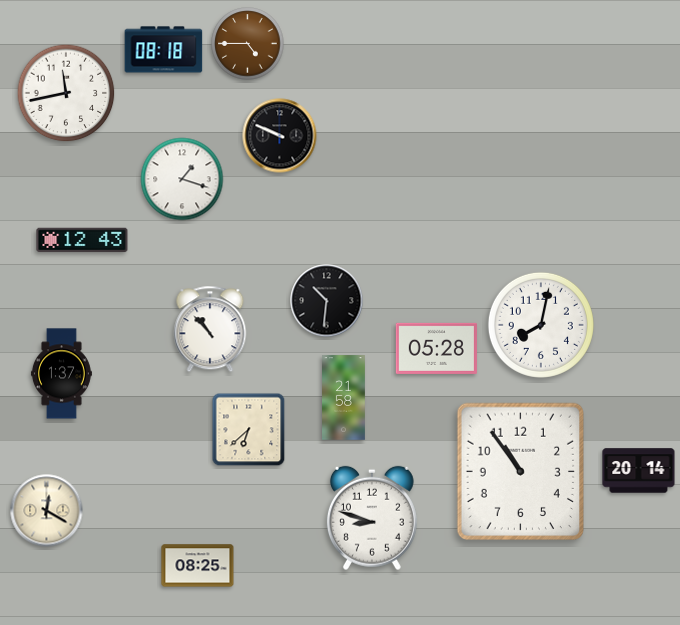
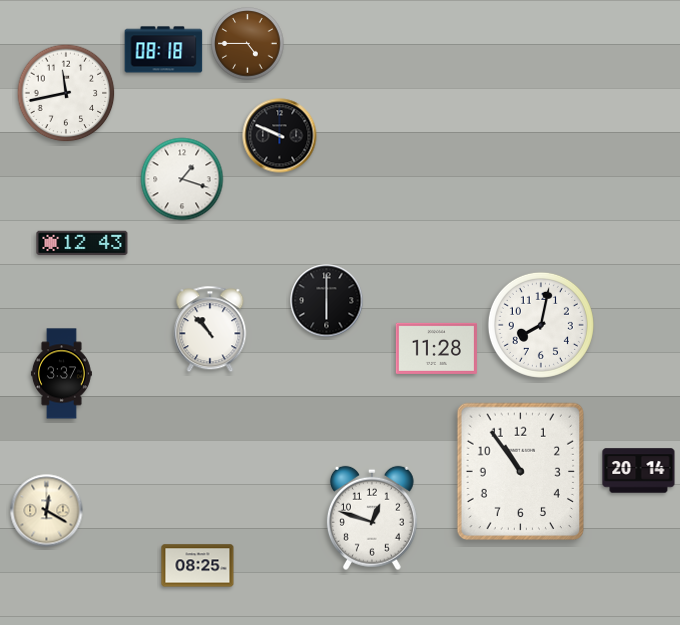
clock at (82, 240) position: (82, 240) -> (82, 243)
clock at (327, 301): 10:31 -> 6:00
clock at (436, 348): 05:28 -> 11:28
clock at (61, 374): 1:37 -> 3:37
clock at (344, 398): 21:58 -> none
clock at (249, 430): 6:38 -> none
clock at (372, 518): 8:48 -> 12:48
